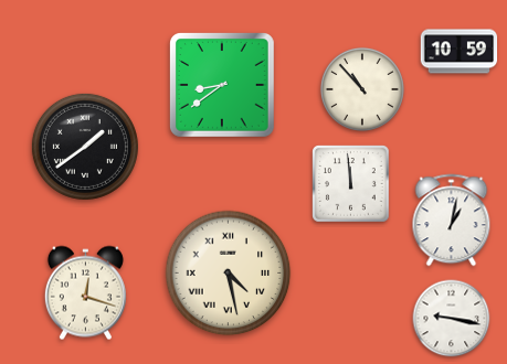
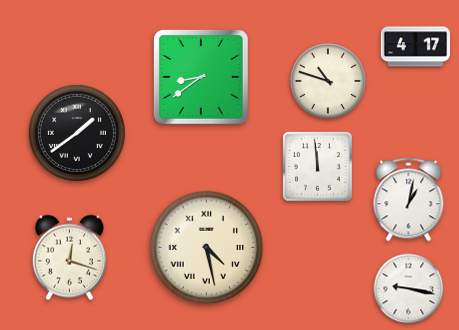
clock at (460, 52): 10:59 -> 4:17
clock at (362, 89): 10:53 -> 10:48
clock at (85, 293) position: (85, 293) -> (69, 258)
